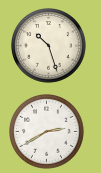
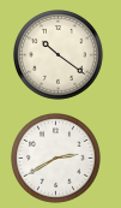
clock at (49, 46): 10:27 -> 10:21
